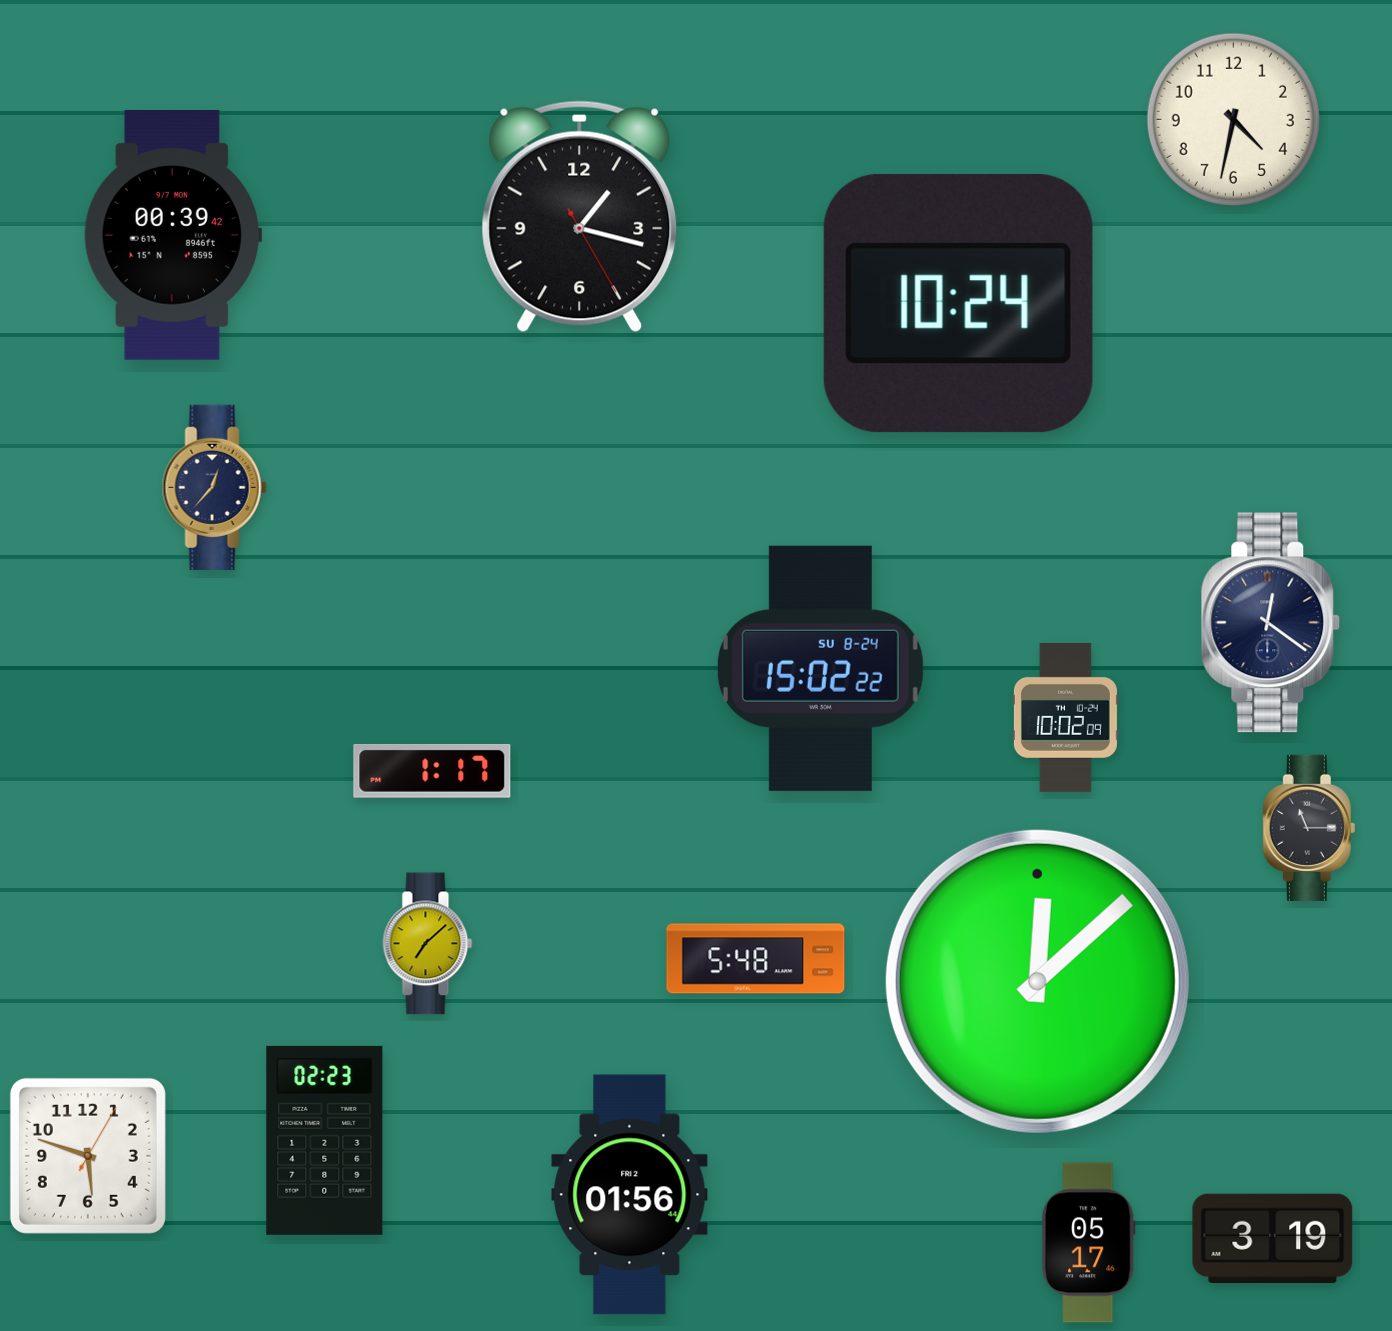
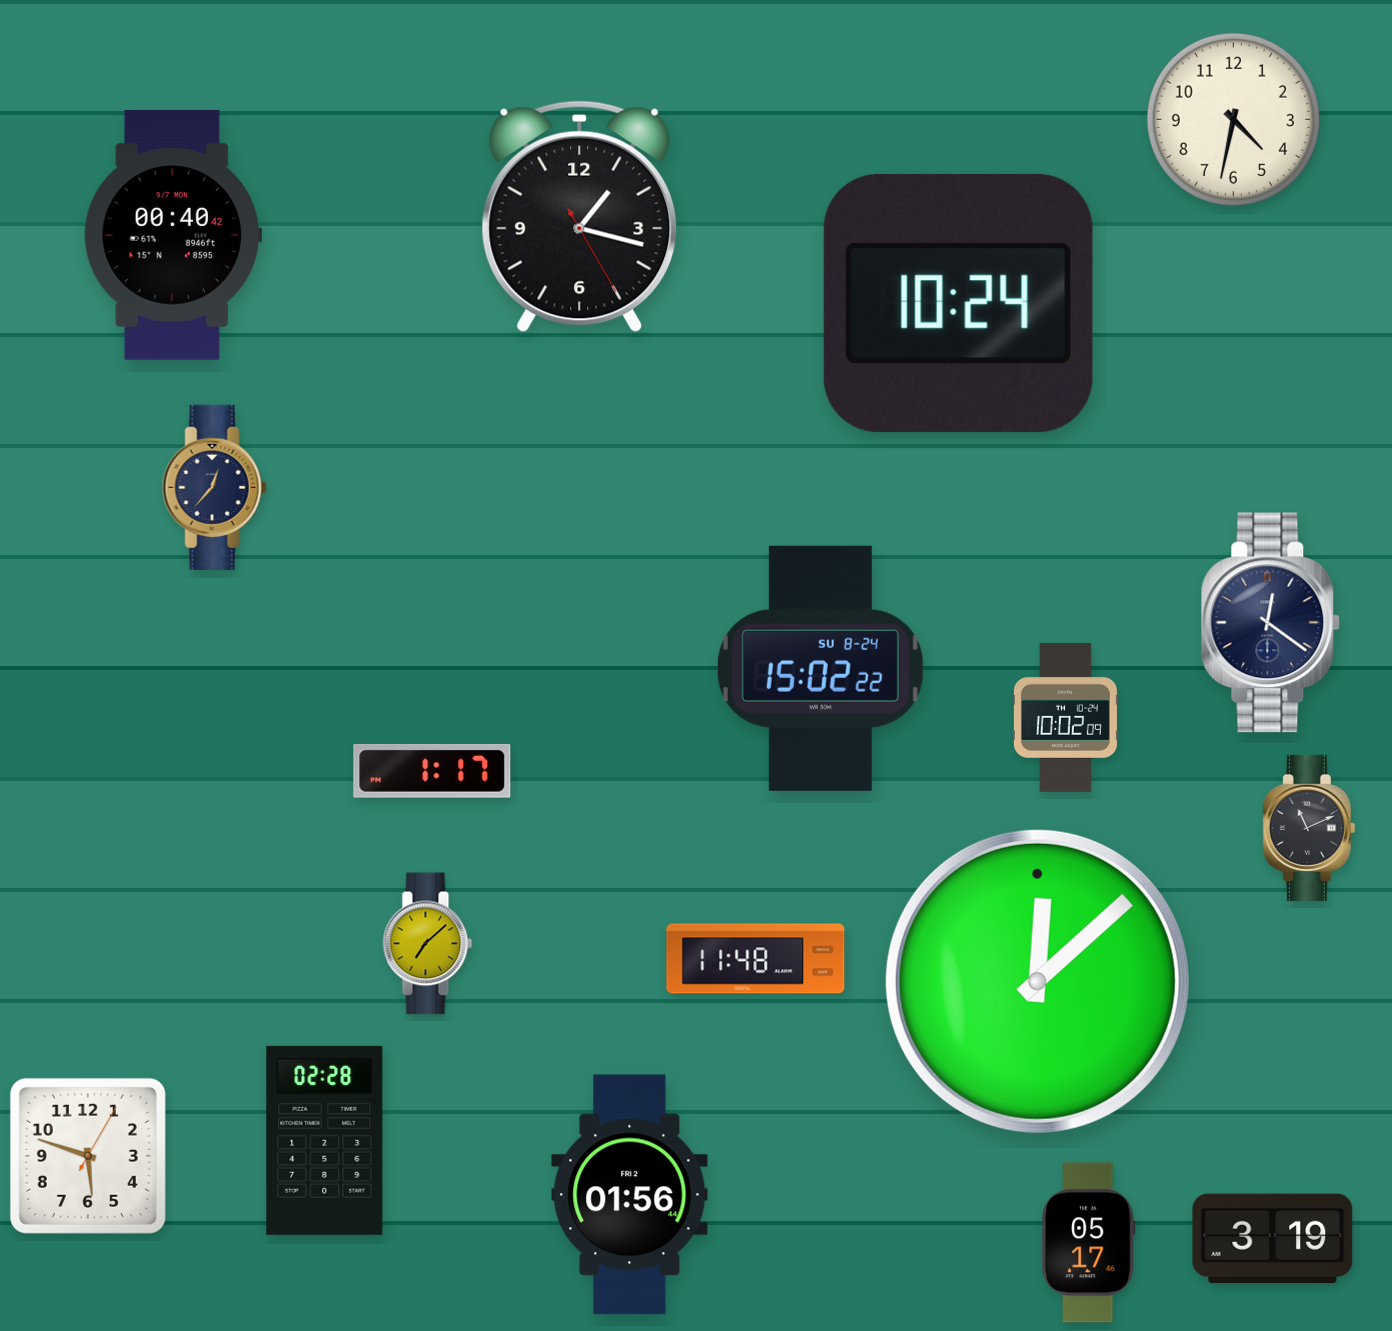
clock at (172, 235): 00:39 -> 00:40
clock at (1309, 828): 11:15 -> 11:11
clock at (756, 959): 5:48 -> 11:48
clock at (325, 1140): 02:23 -> 02:28
